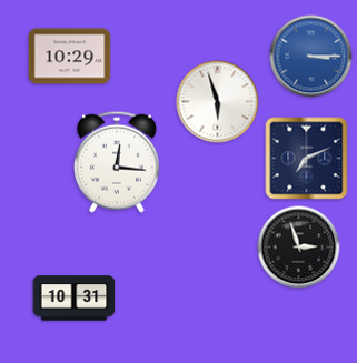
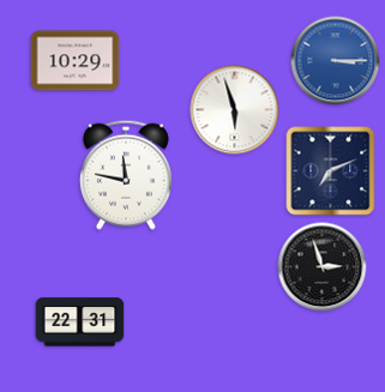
clock at (117, 162): 12:16 -> 11:47
clock at (75, 299): 10:31 -> 22:31
